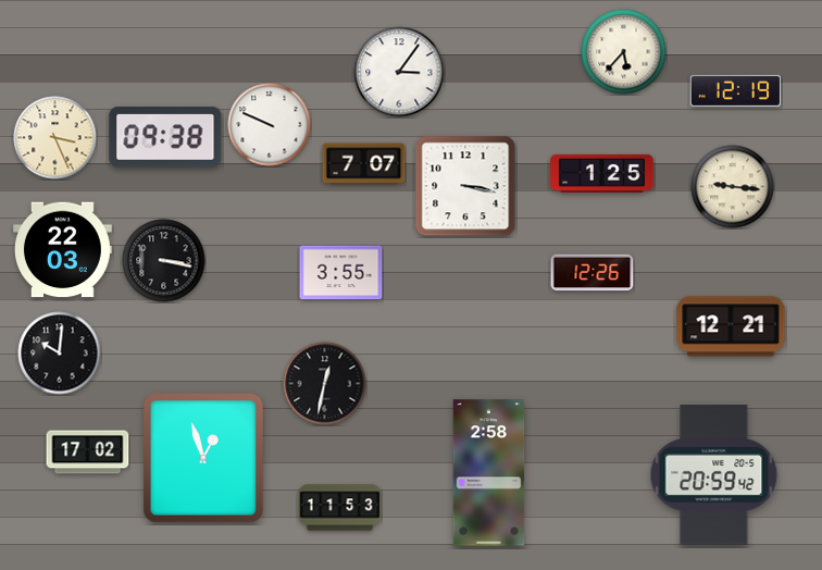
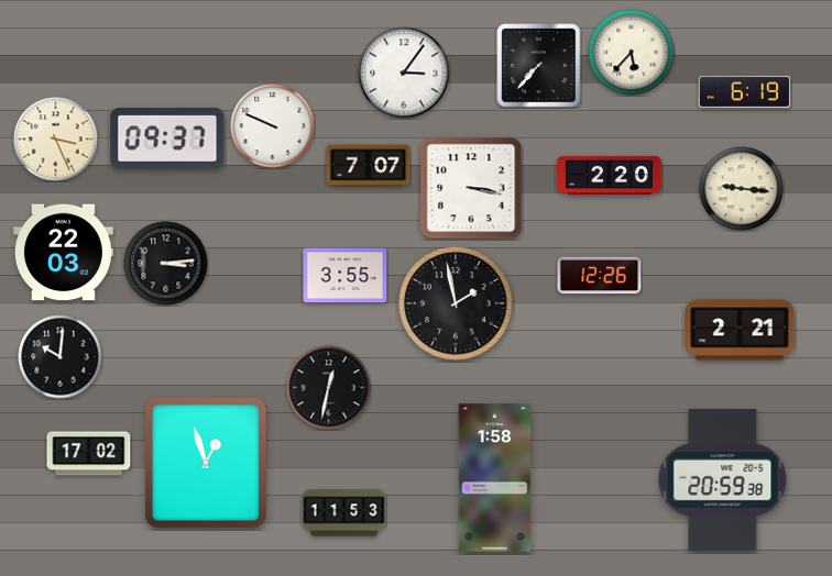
clock at (539, 66): none -> 7:37
clock at (736, 90): 12:19 -> 6:19
clock at (165, 137): 09:38 -> 09:37
clock at (602, 173): 1:25 -> 2:20
clock at (164, 261): 3:17 -> 3:14
clock at (456, 303): none -> 1:58
clock at (731, 326): 12:21 -> 2:21
clock at (88, 453) position: (88, 453) -> (89, 454)
clock at (489, 473): 2:58 -> 1:58
clock at (714, 475): 20:59:42 -> 20:59:38
